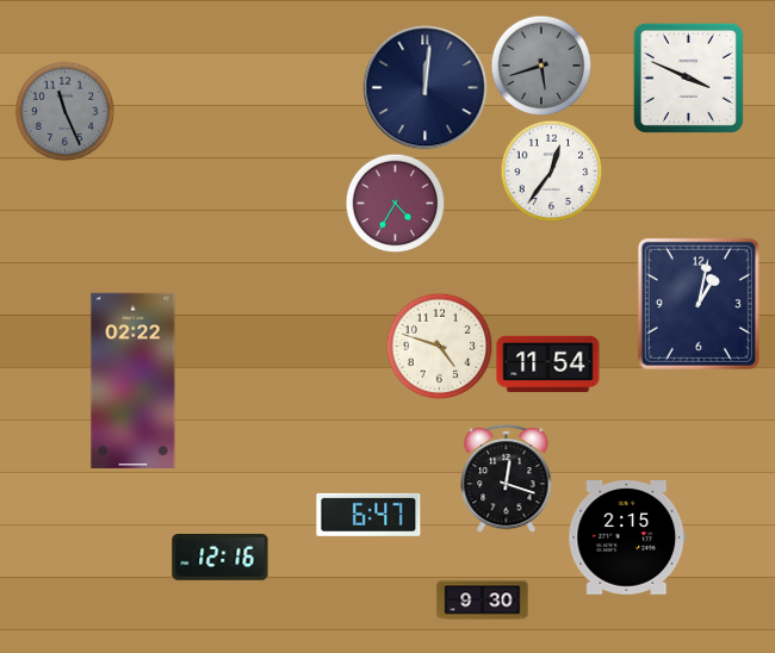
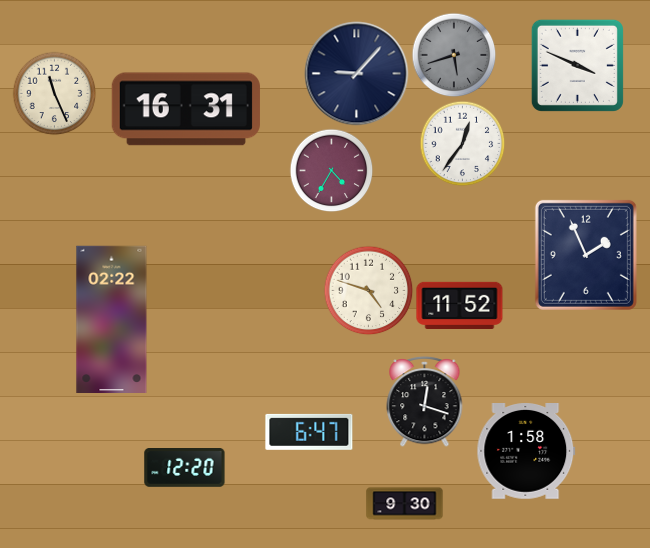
clock at (426, 88): 12:01 -> 9:07
clock at (64, 111) dial: grey -> cream
clock at (186, 109): none -> 16:31
clock at (699, 304): 1:02 -> 1:56
clock at (548, 363): 11:54 -> 11:52
clock at (627, 539): 2:15 -> 1:58
clock at (221, 558): 12:16 -> 12:20
